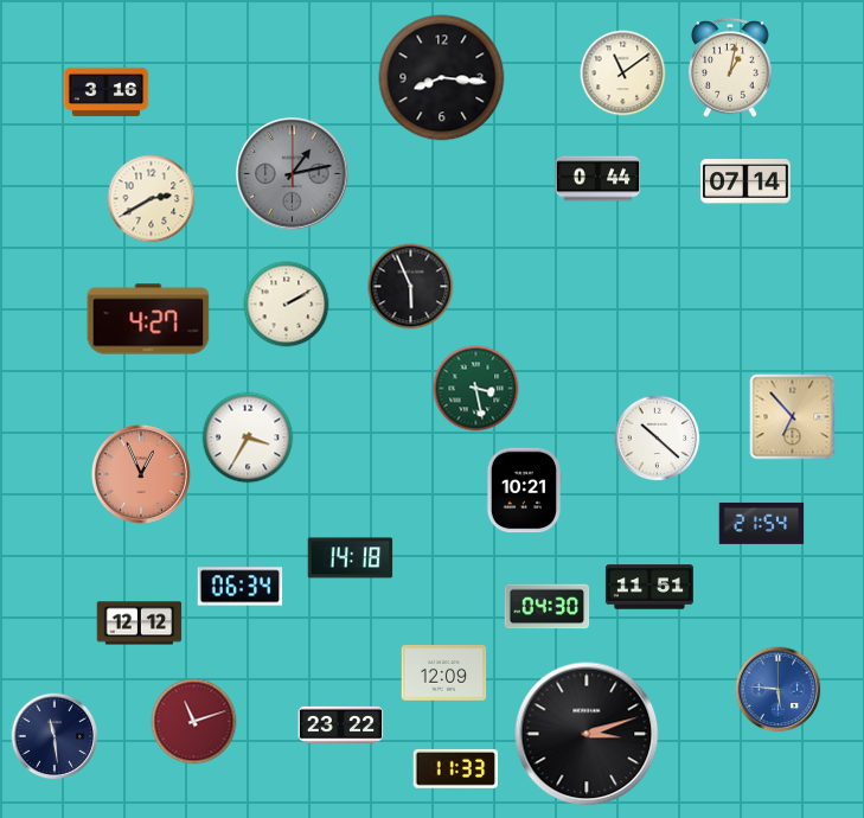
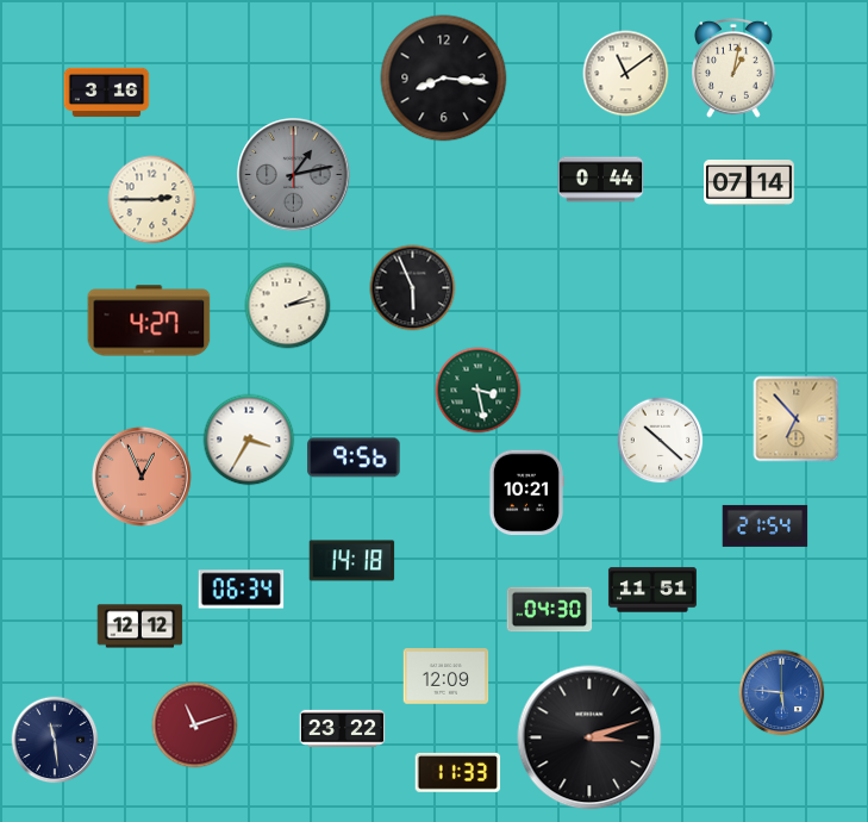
clock at (152, 199): 2:40 -> 2:45
clock at (287, 305): 2:10 -> 2:13
clock at (354, 457): none -> 9:56
